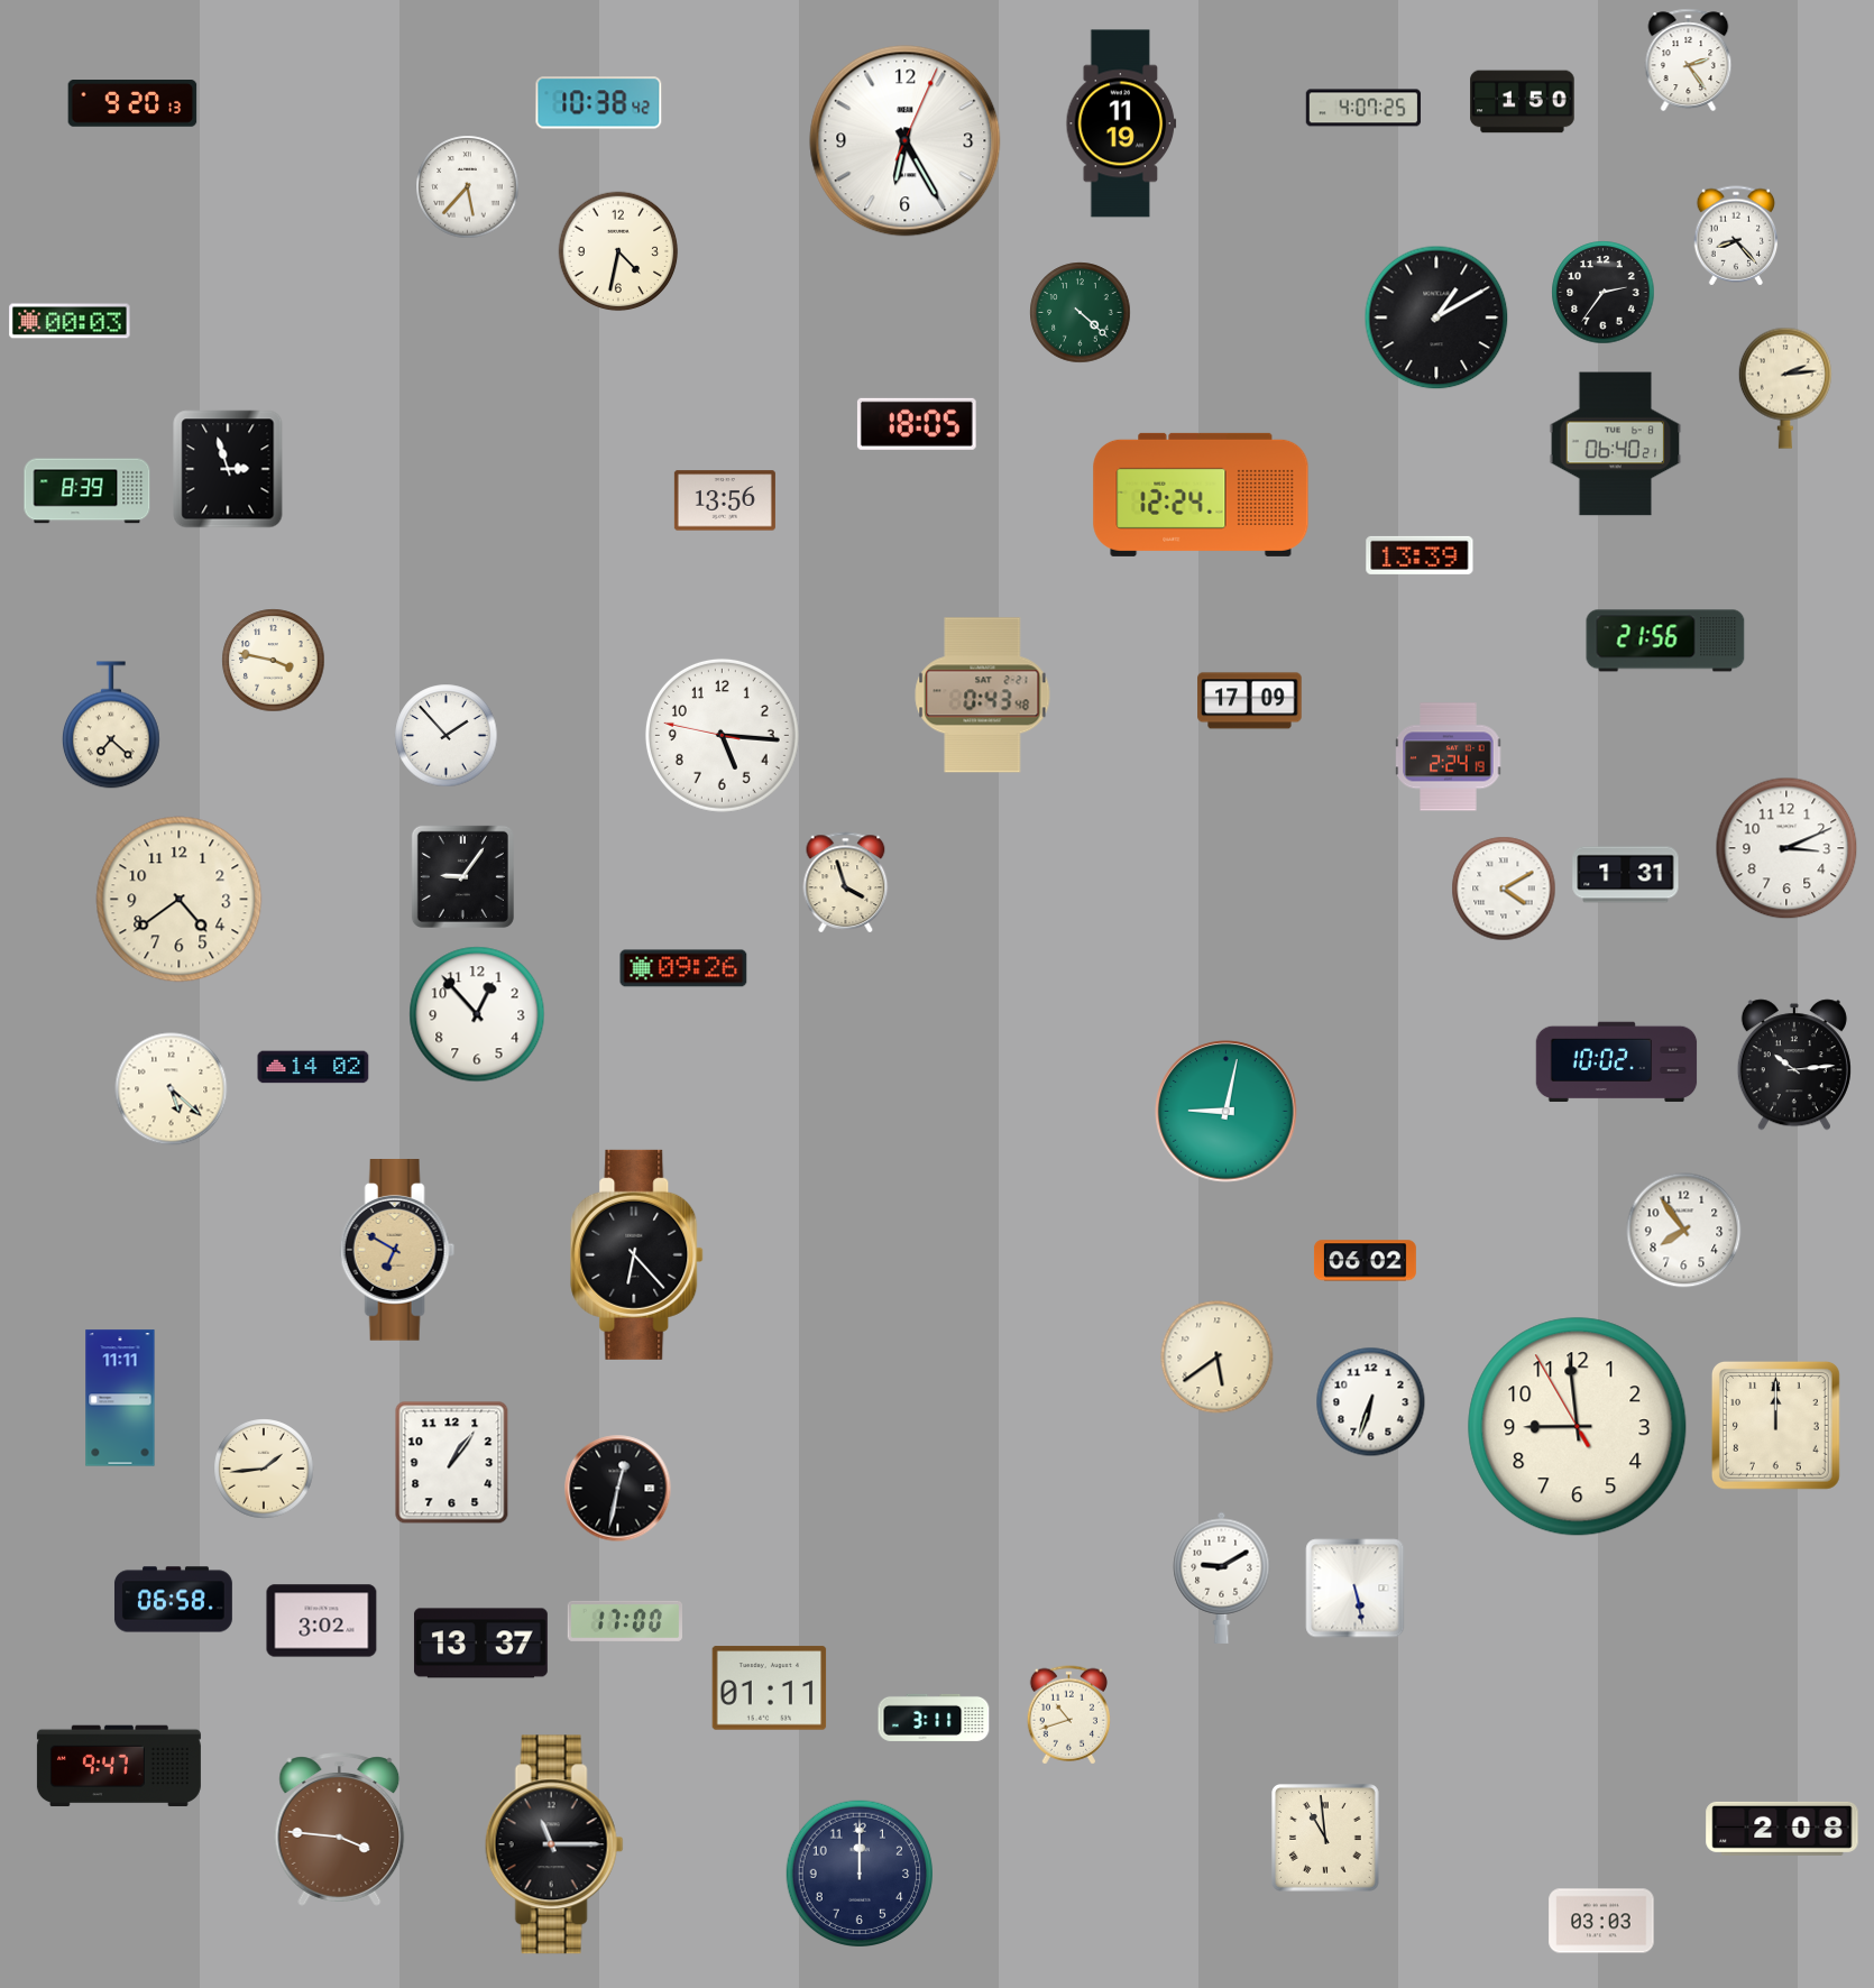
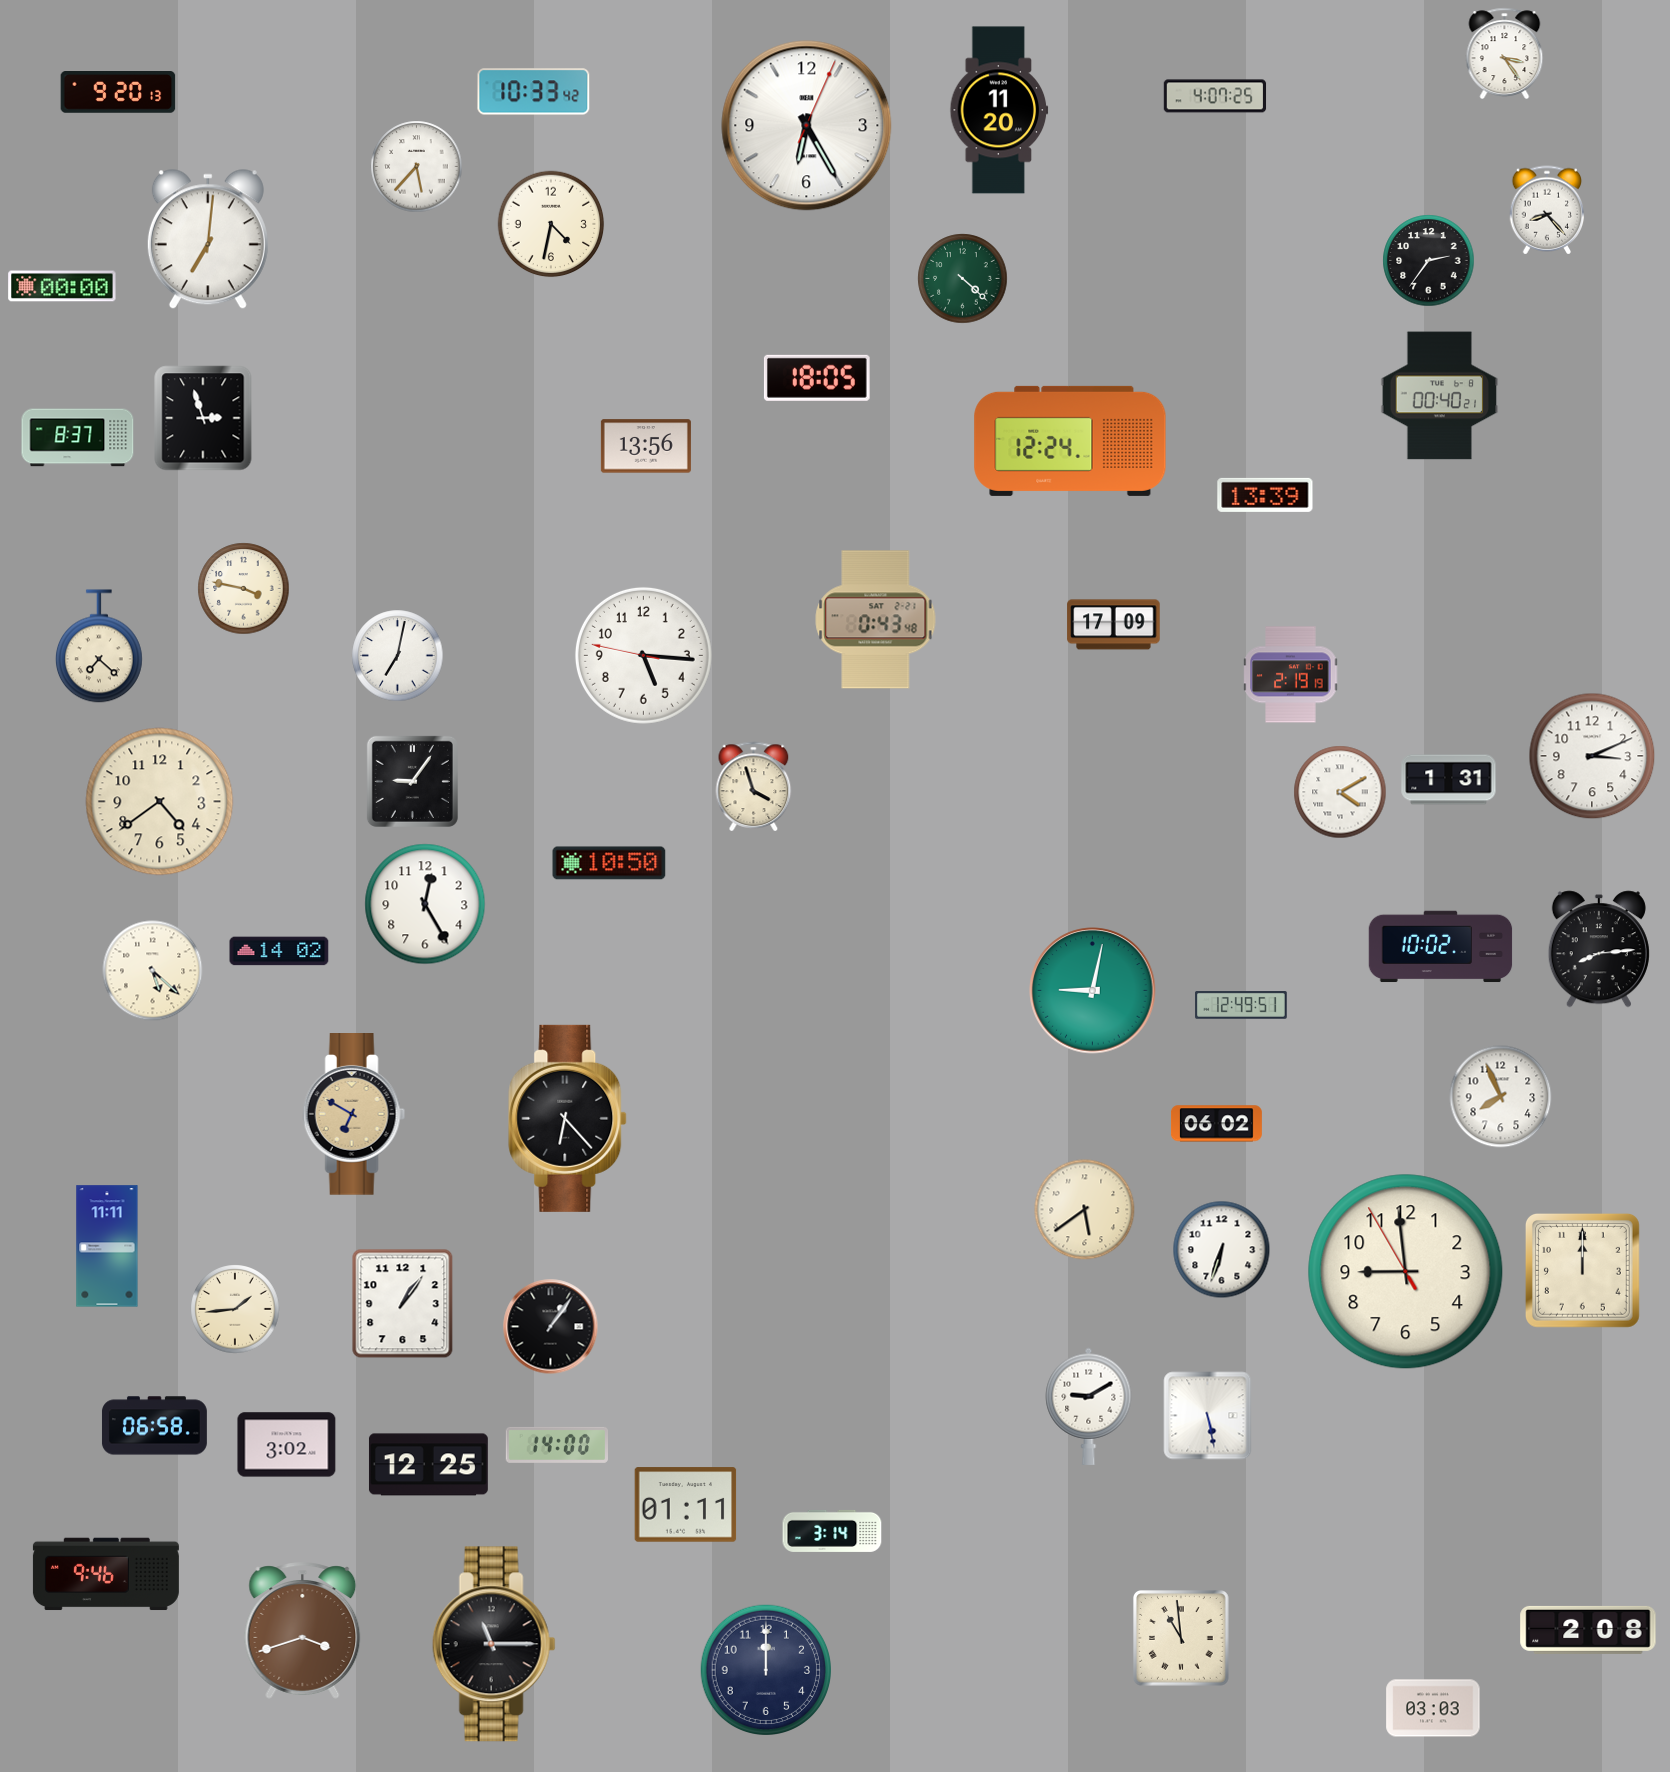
clock at (1689, 61): 2:24 -> 3:24
clock at (1523, 102): 1:50 -> none
clock at (599, 103): 10:38 -> 10:33
clock at (1121, 123): 11:19 -> 11:20
clock at (208, 240): none -> 7:01
clock at (1436, 317): 1:10 -> none
clock at (70, 321): 00:03 -> 00:00
clock at (1785, 388): 2:14 -> none
clock at (1616, 444): 06:40 -> 00:40
clock at (88, 491): 8:39 -> 8:37
clock at (1665, 641): 21:56 -> none
clock at (447, 736): 1:53 -> 7:02
clock at (1449, 757): 2:24 -> 2:19
clock at (683, 968): 09:26 -> 10:50
clock at (477, 1014): 12:53 -> 12:25
clock at (1794, 1065): 10:14 -> 8:14
clock at (1241, 1005): none -> 12:49
clock at (1684, 1231): 7:54 -> 7:56
clock at (618, 1489): 12:32 -> 1:06
clock at (624, 1621): 17:00 -> 14:00
clock at (480, 1644): 13:37 -> 12:25
clock at (1068, 1715): 10:42 -> none
clock at (934, 1718): 3:11 -> 3:14
clock at (119, 1766): 9:47 -> 9:46
clock at (340, 1830): 3:46 -> 3:42
clock at (1601, 1921) position: (1601, 1921) -> (1433, 1708)
